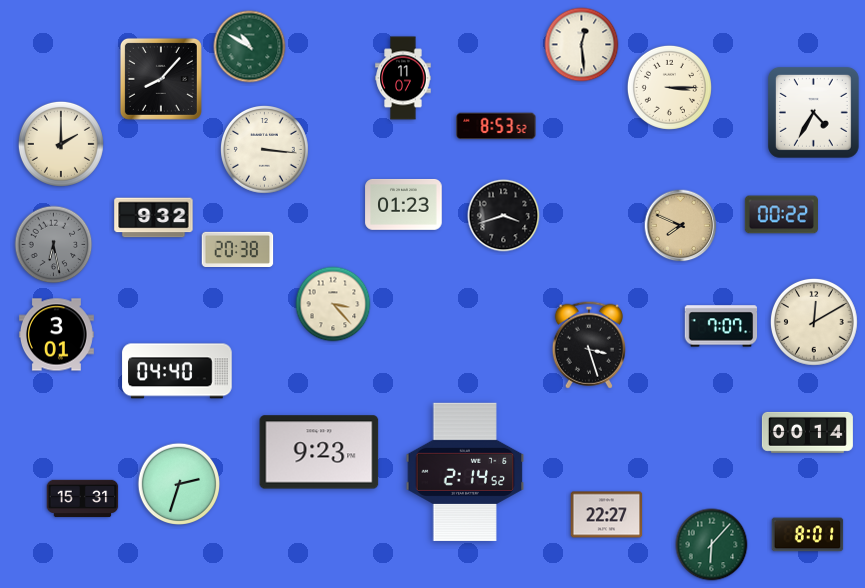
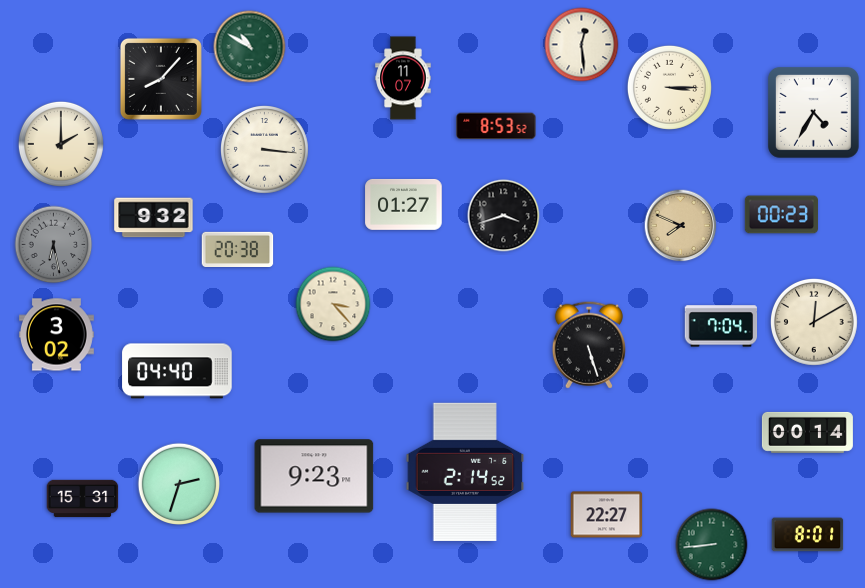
clock at (404, 204): 01:23 -> 01:27
clock at (781, 215): 00:22 -> 00:23
clock at (721, 326): 7:07 -> 7:04
clock at (56, 335): 3:01 -> 3:02
clock at (589, 345): 3:27 -> 5:27
clock at (319, 452) position: (319, 452) -> (314, 476)
clock at (712, 545): 6:07 -> 8:44
